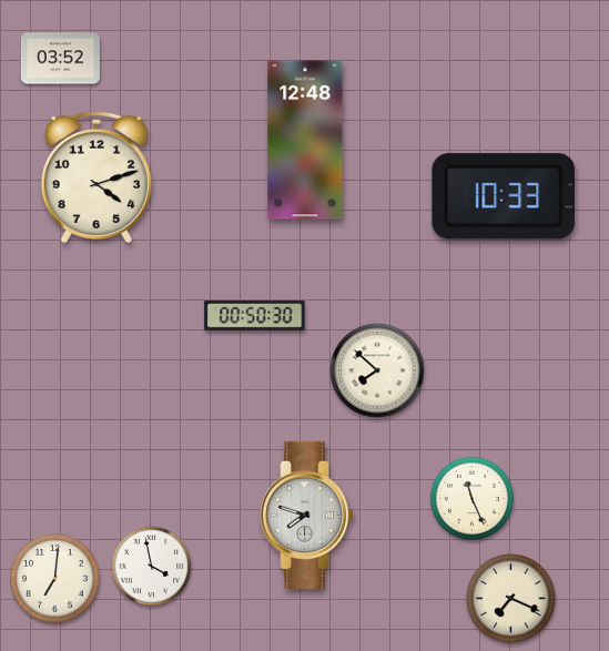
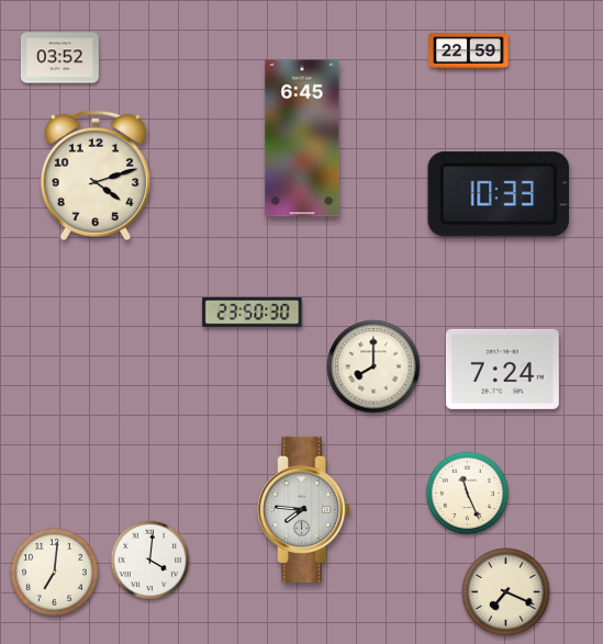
clock at (469, 52): none -> 22:59
clock at (305, 140): 12:48 -> 6:45
clock at (255, 315): 00:50 -> 23:50
clock at (377, 370): 7:52 -> 8:00
clock at (502, 369): none -> 7:24
clock at (307, 515): 7:48 -> 7:46
clock at (152, 567): 3:58 -> 4:01
